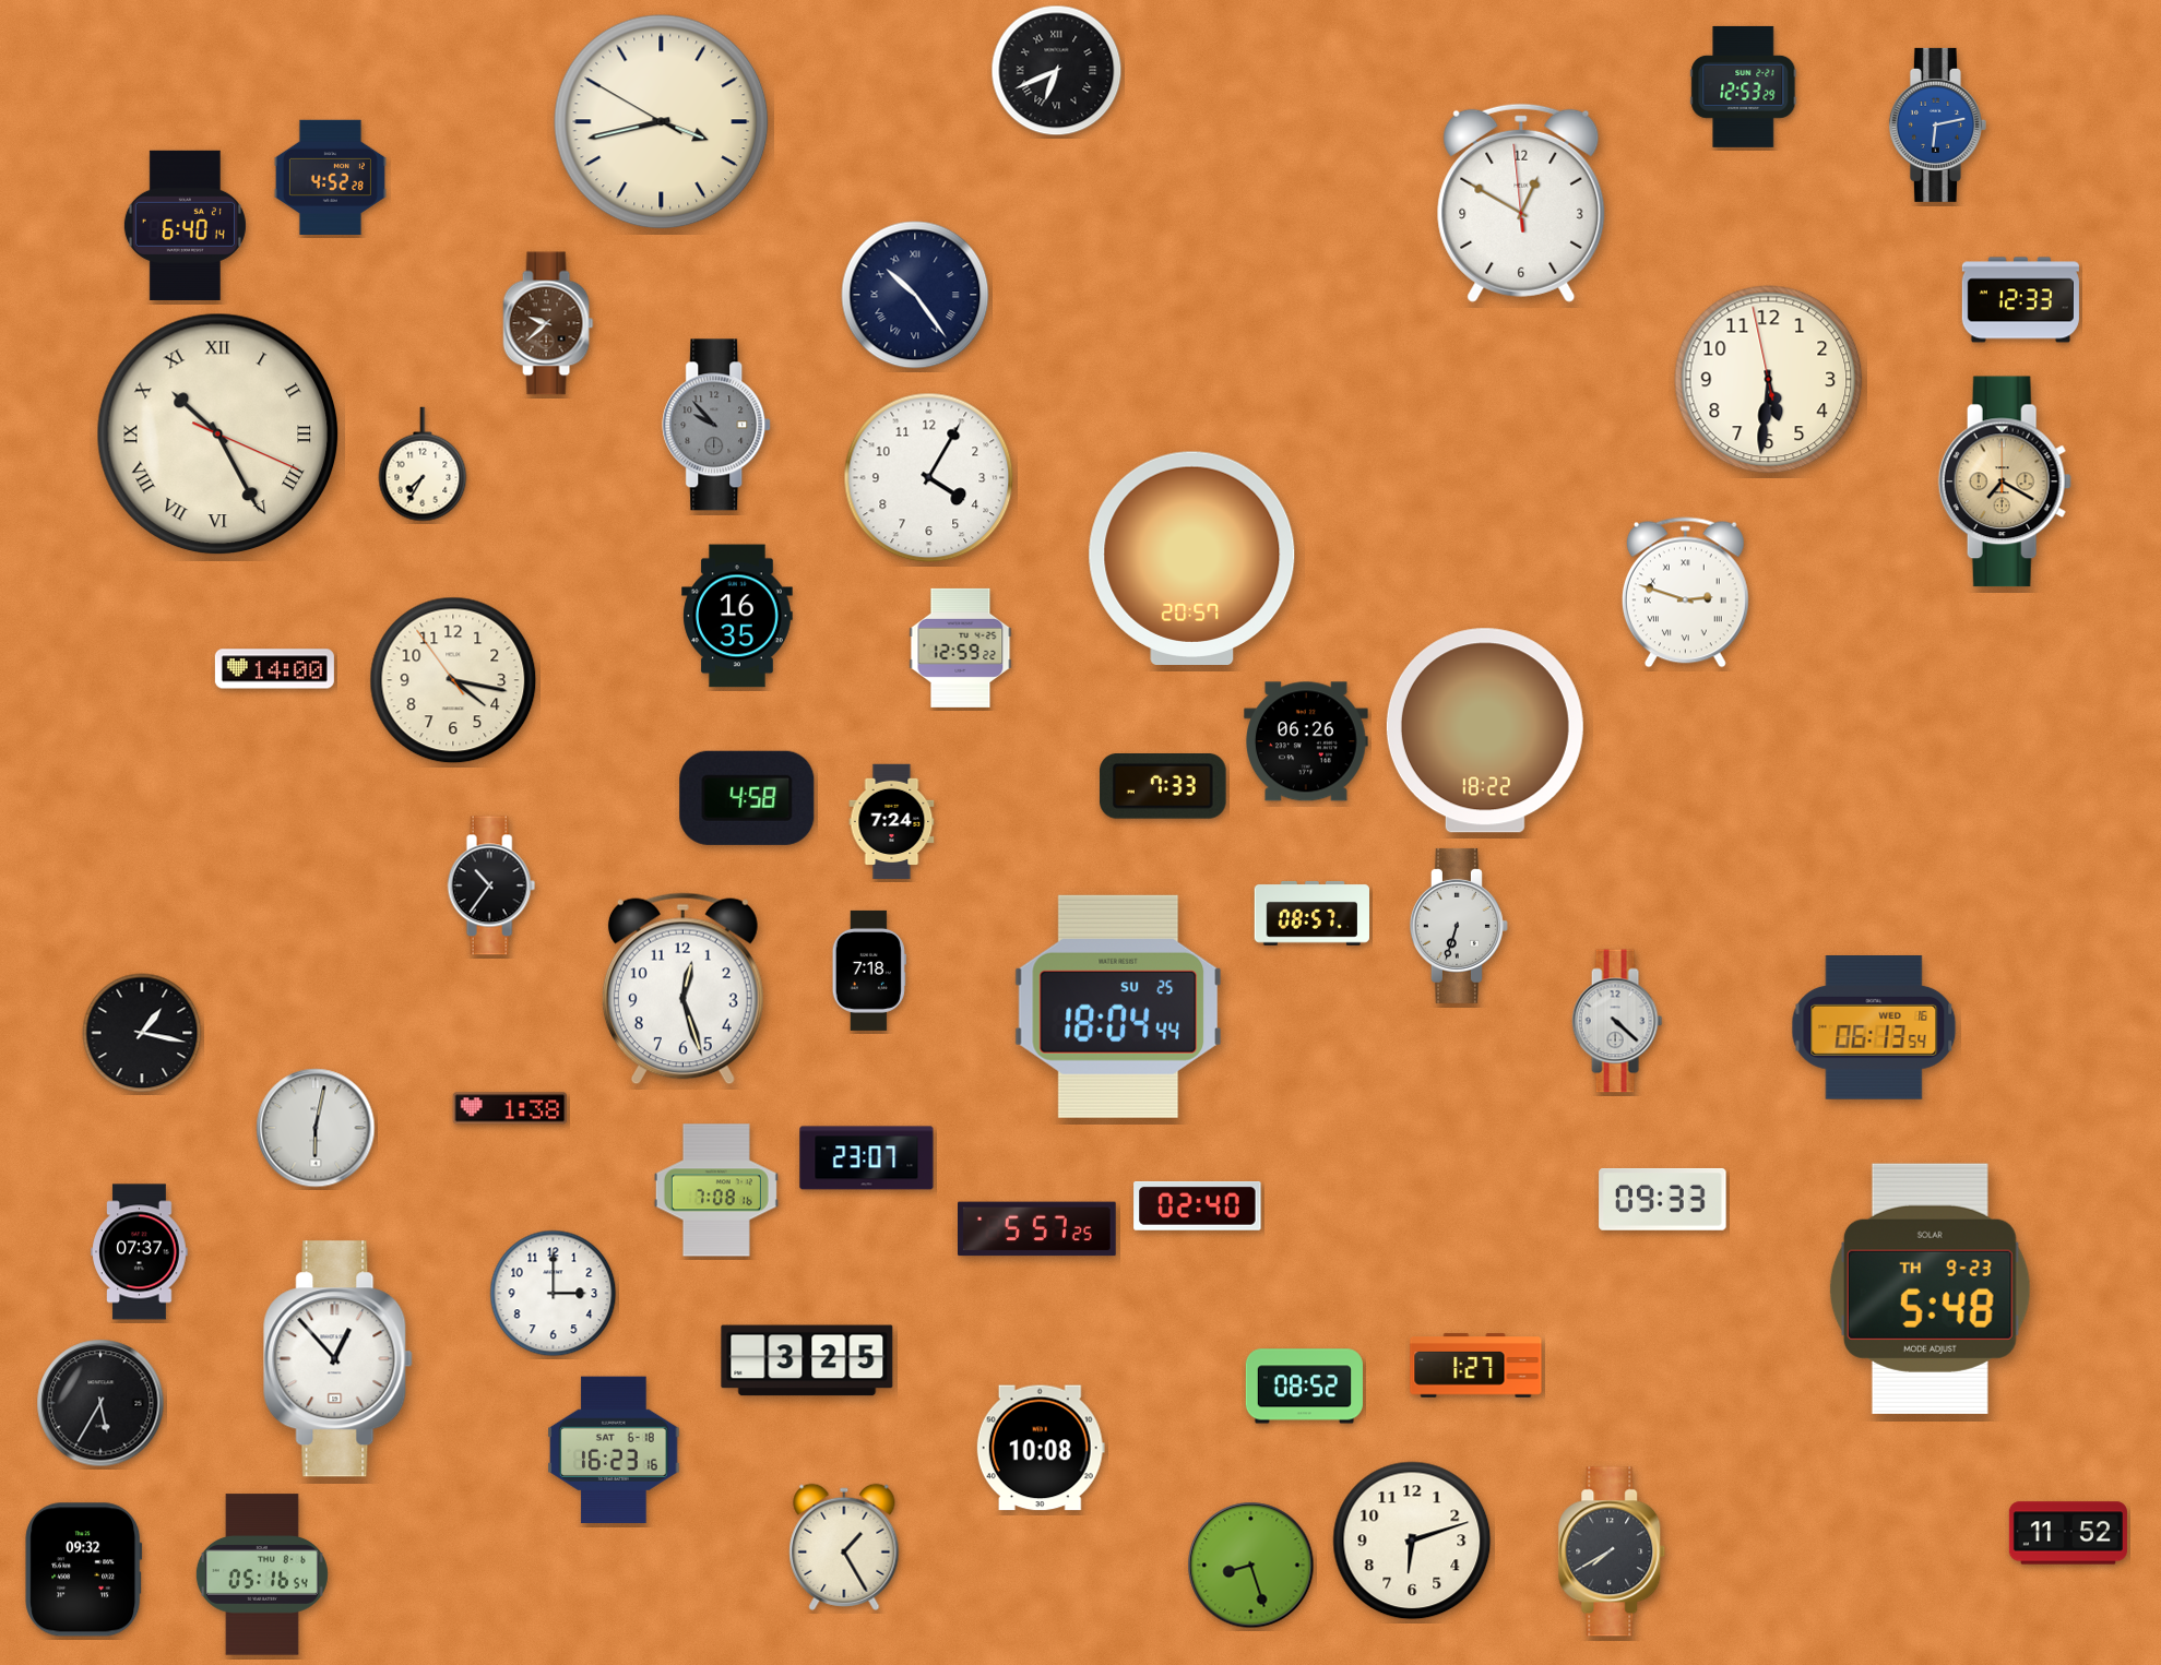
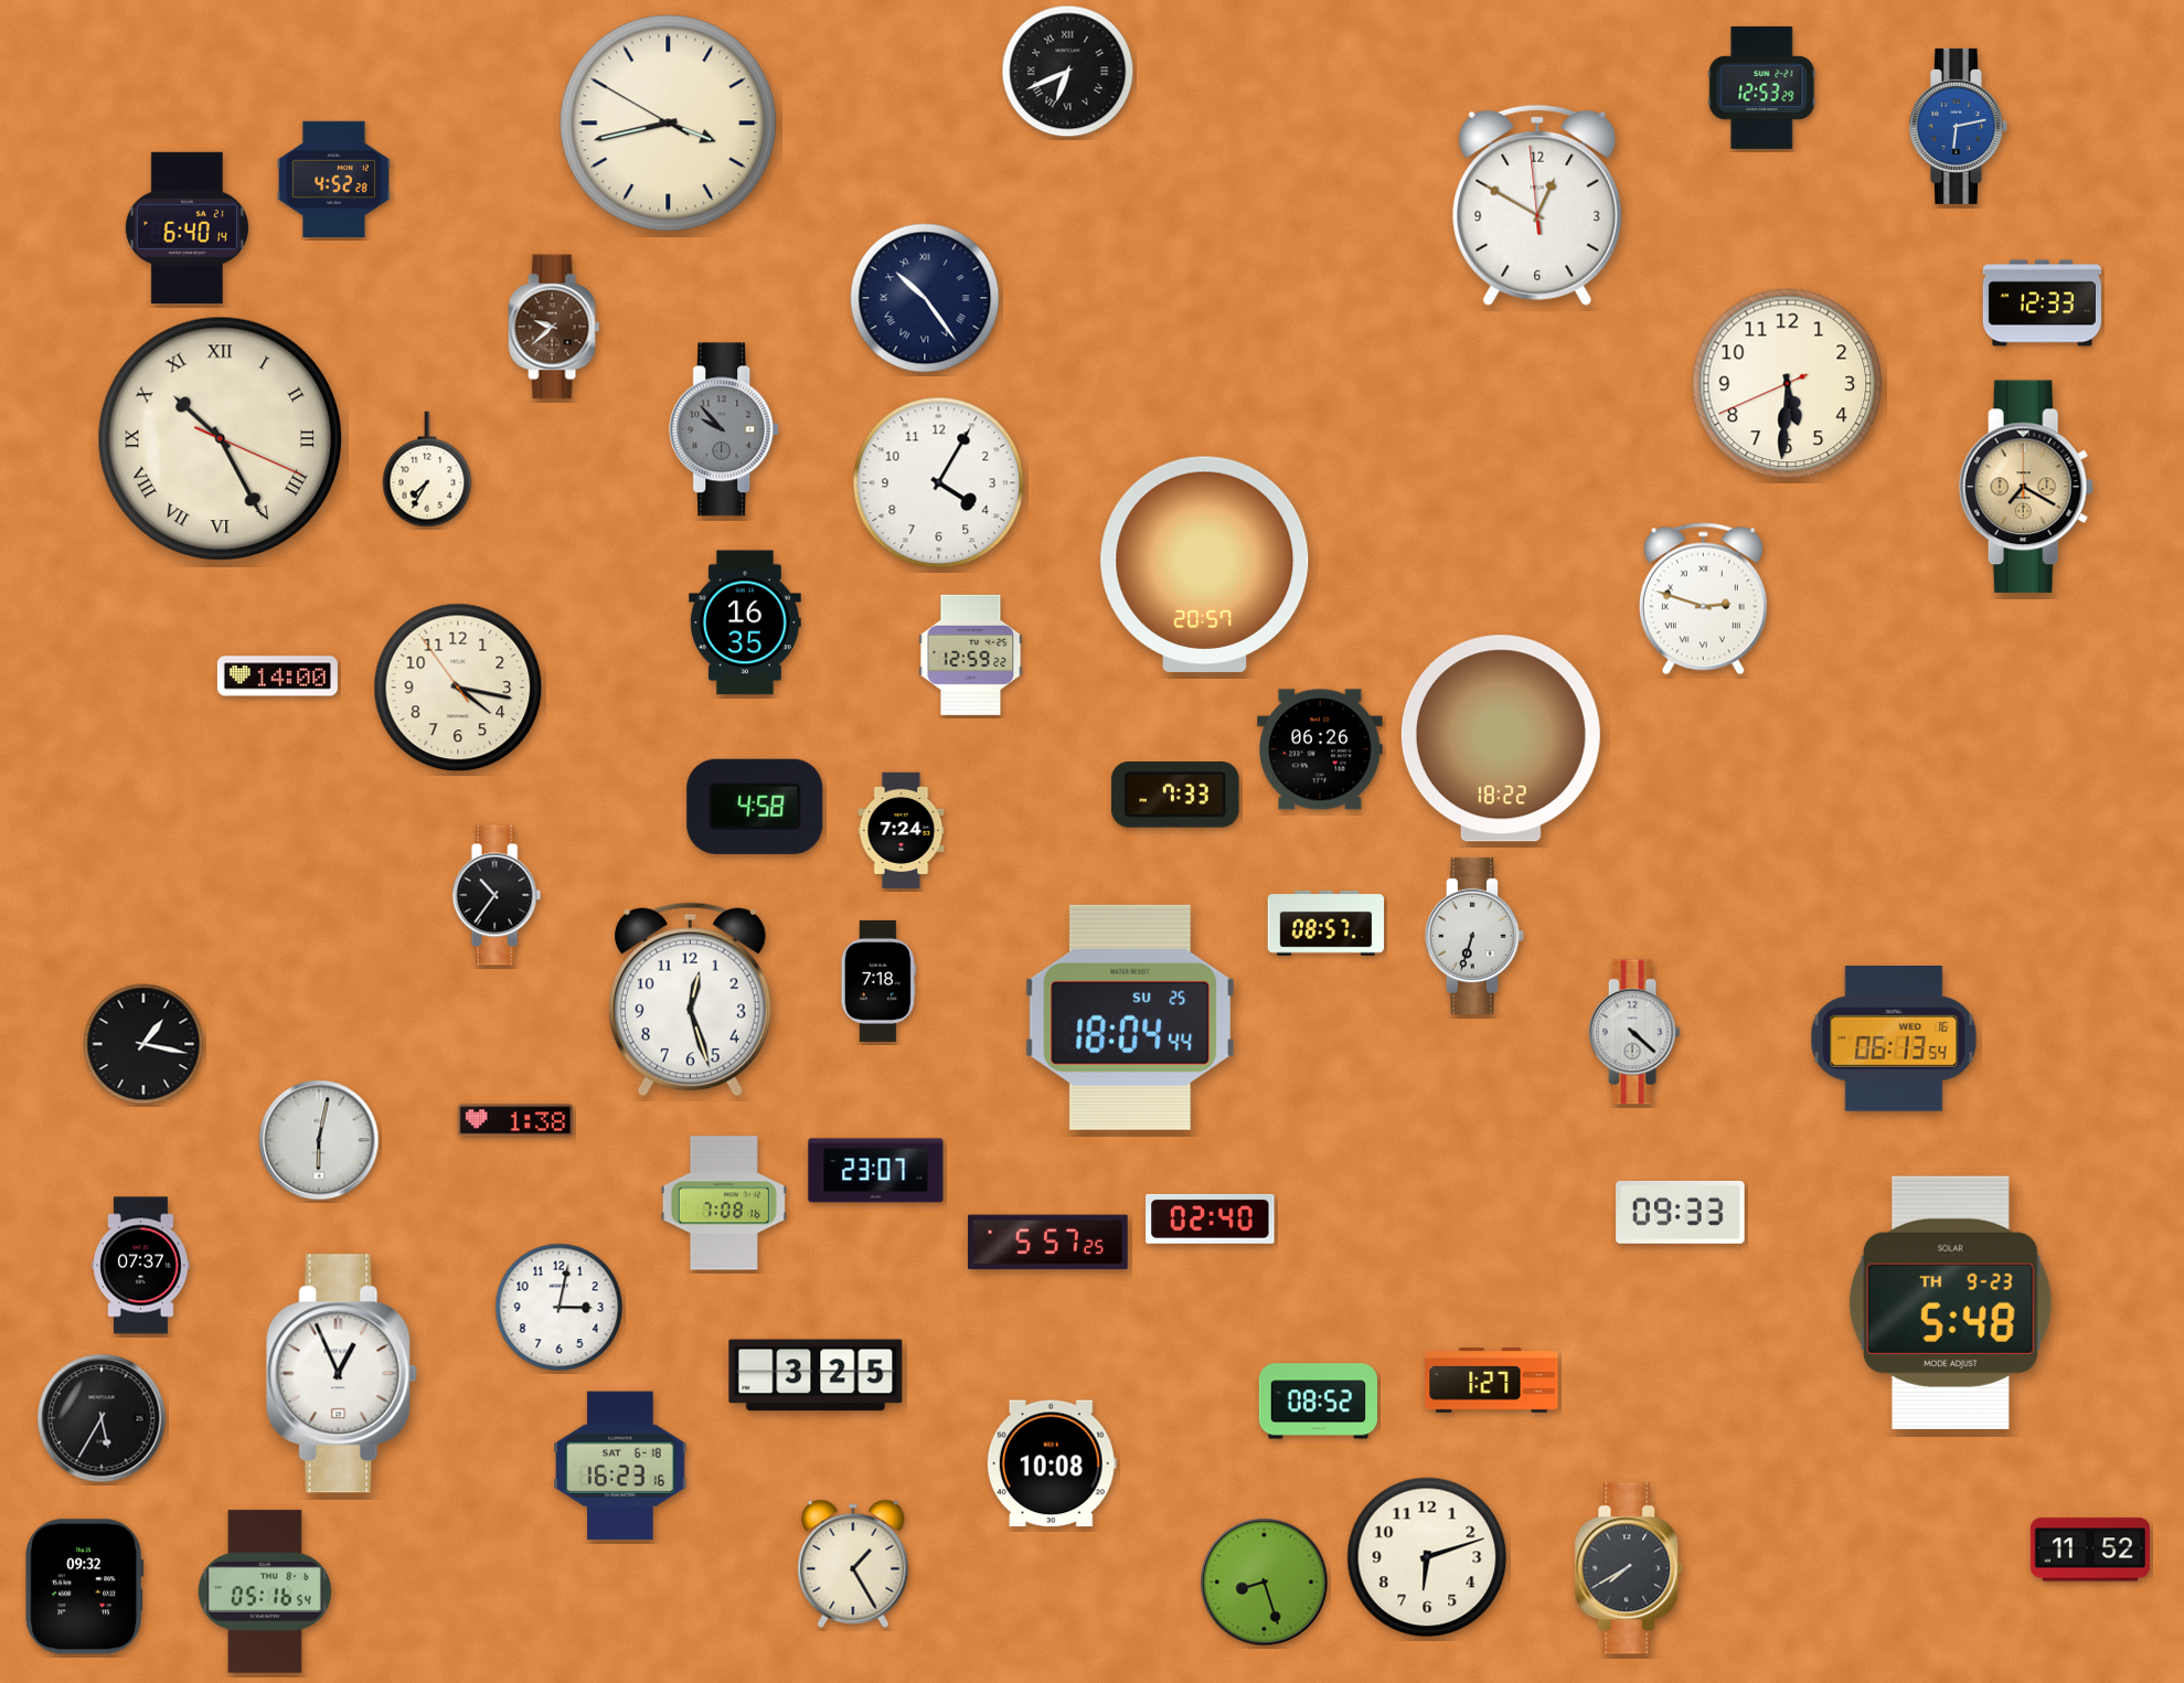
clock at (1769, 380): 5:30:58 -> 5:30:41
clock at (554, 1294): 3:00 -> 3:02
clock at (339, 1359): 12:53 -> 12:56
